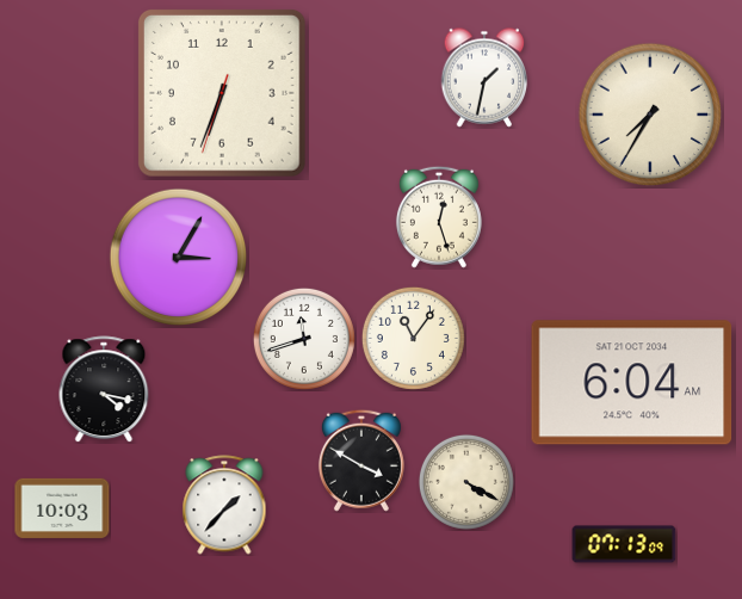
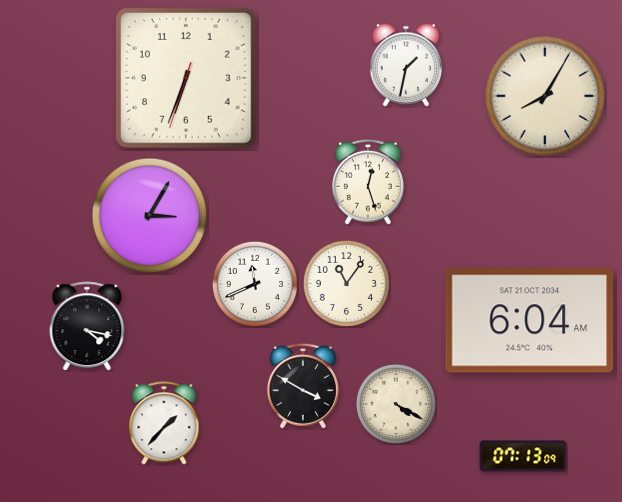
clock at (650, 115): 7:35 -> 8:05
clock at (304, 339): 11:42 -> 11:41
clock at (466, 482) position: (466, 482) -> (396, 404)
clock at (224, 505) position: (224, 505) -> (164, 423)
clock at (62, 508): 10:03 -> none
